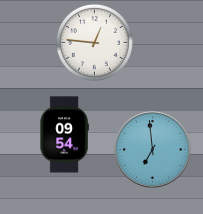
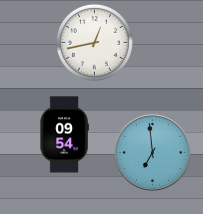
clock at (94, 42): 12:46 -> 12:43
clock at (153, 150) position: (153, 150) -> (153, 153)
